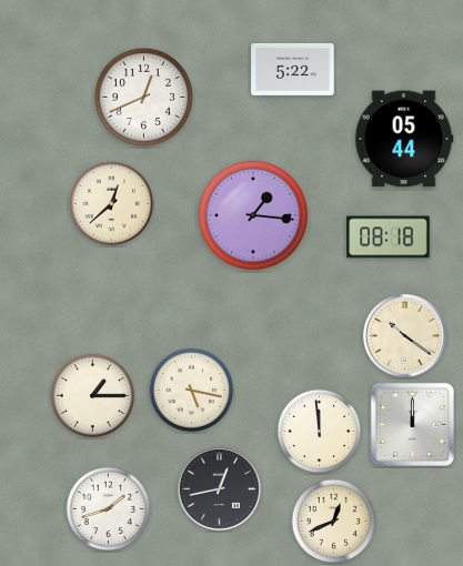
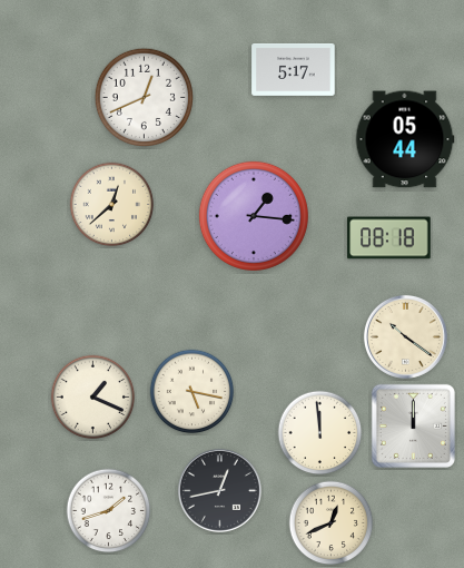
clock at (293, 69): 5:22 -> 5:17
clock at (93, 396): 1:15 -> 1:19
clock at (334, 522) position: (334, 522) -> (332, 523)
